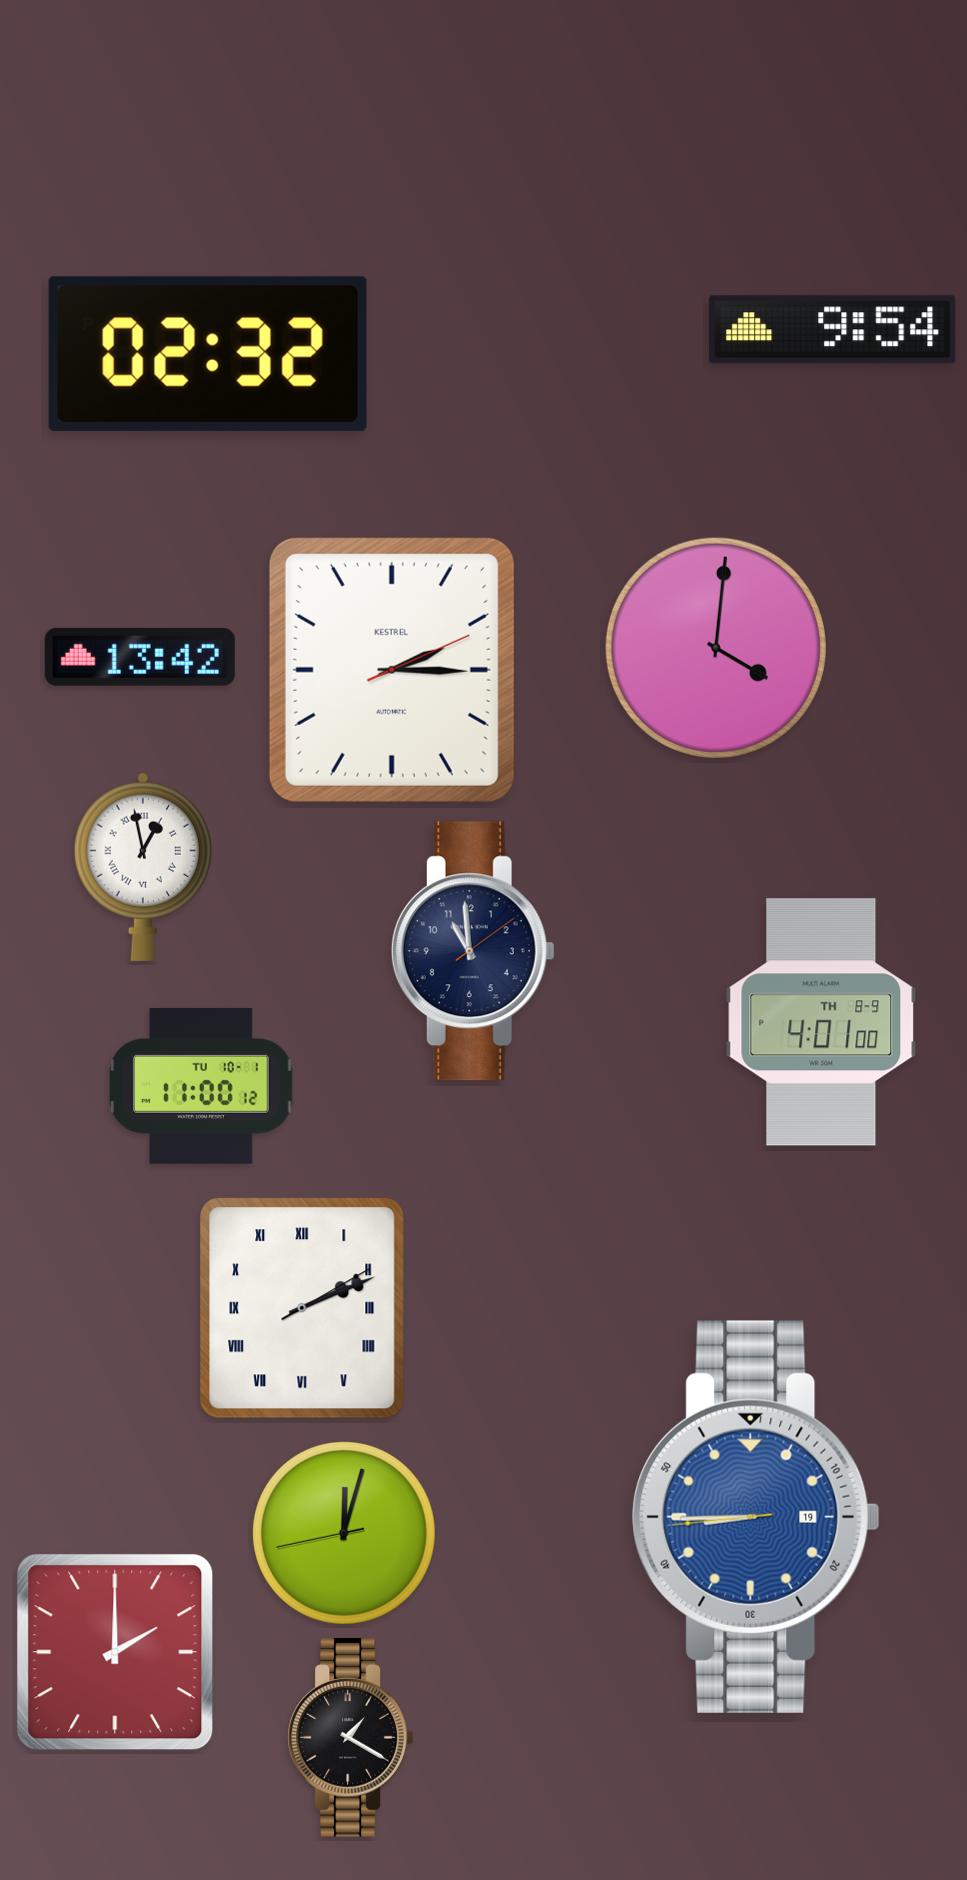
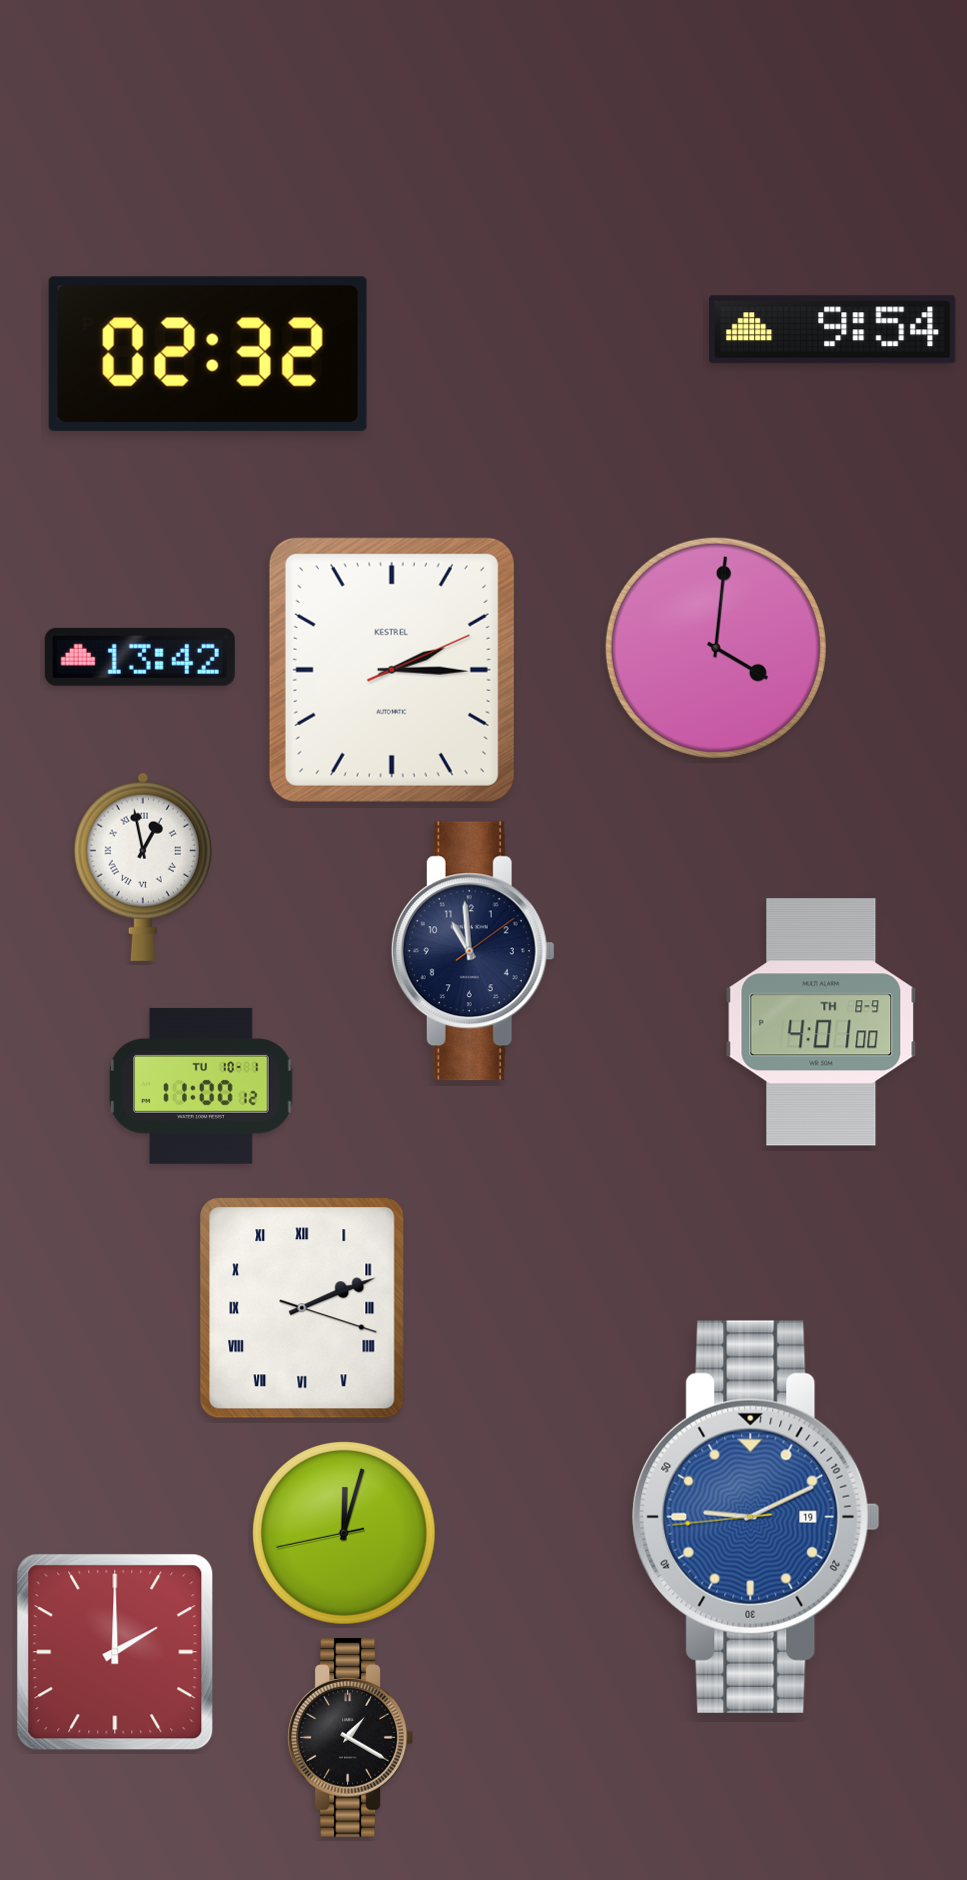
clock at (302, 1308): 2:11:10 -> 2:11:18
clock at (756, 1517): 8:44 -> 9:10
